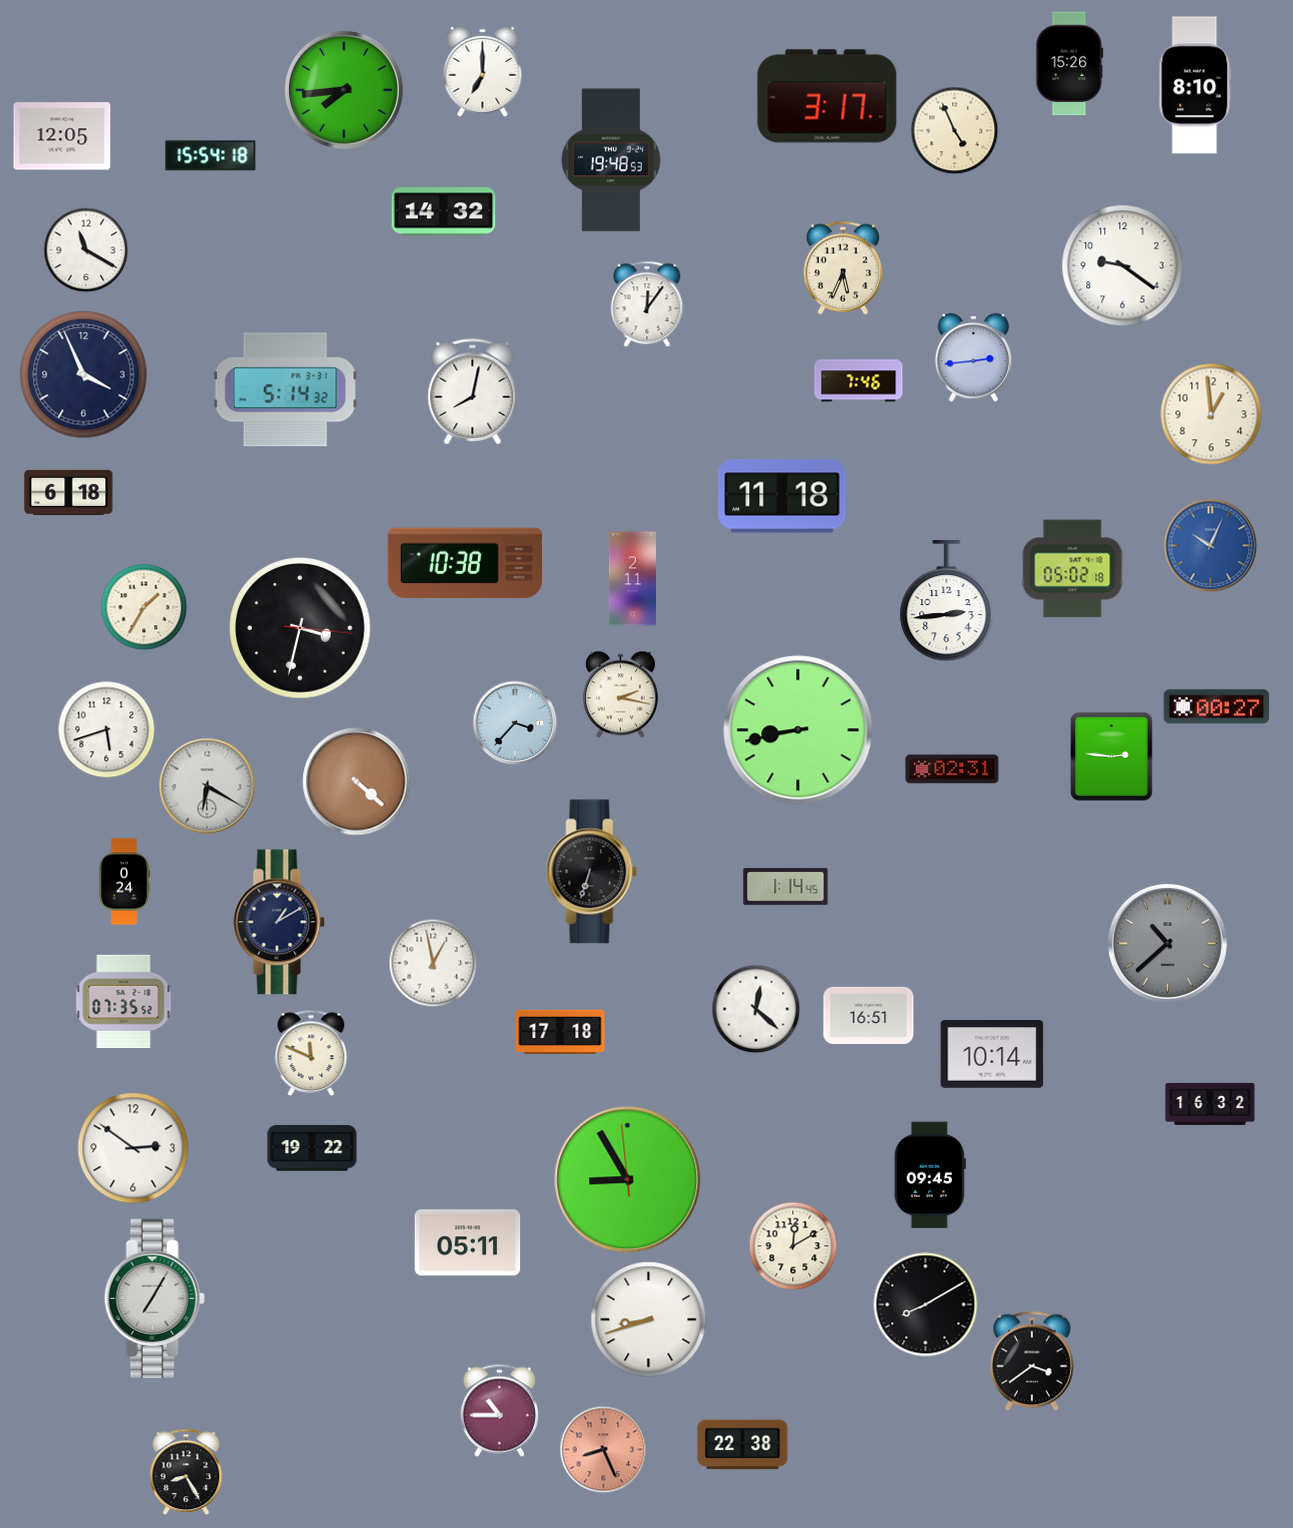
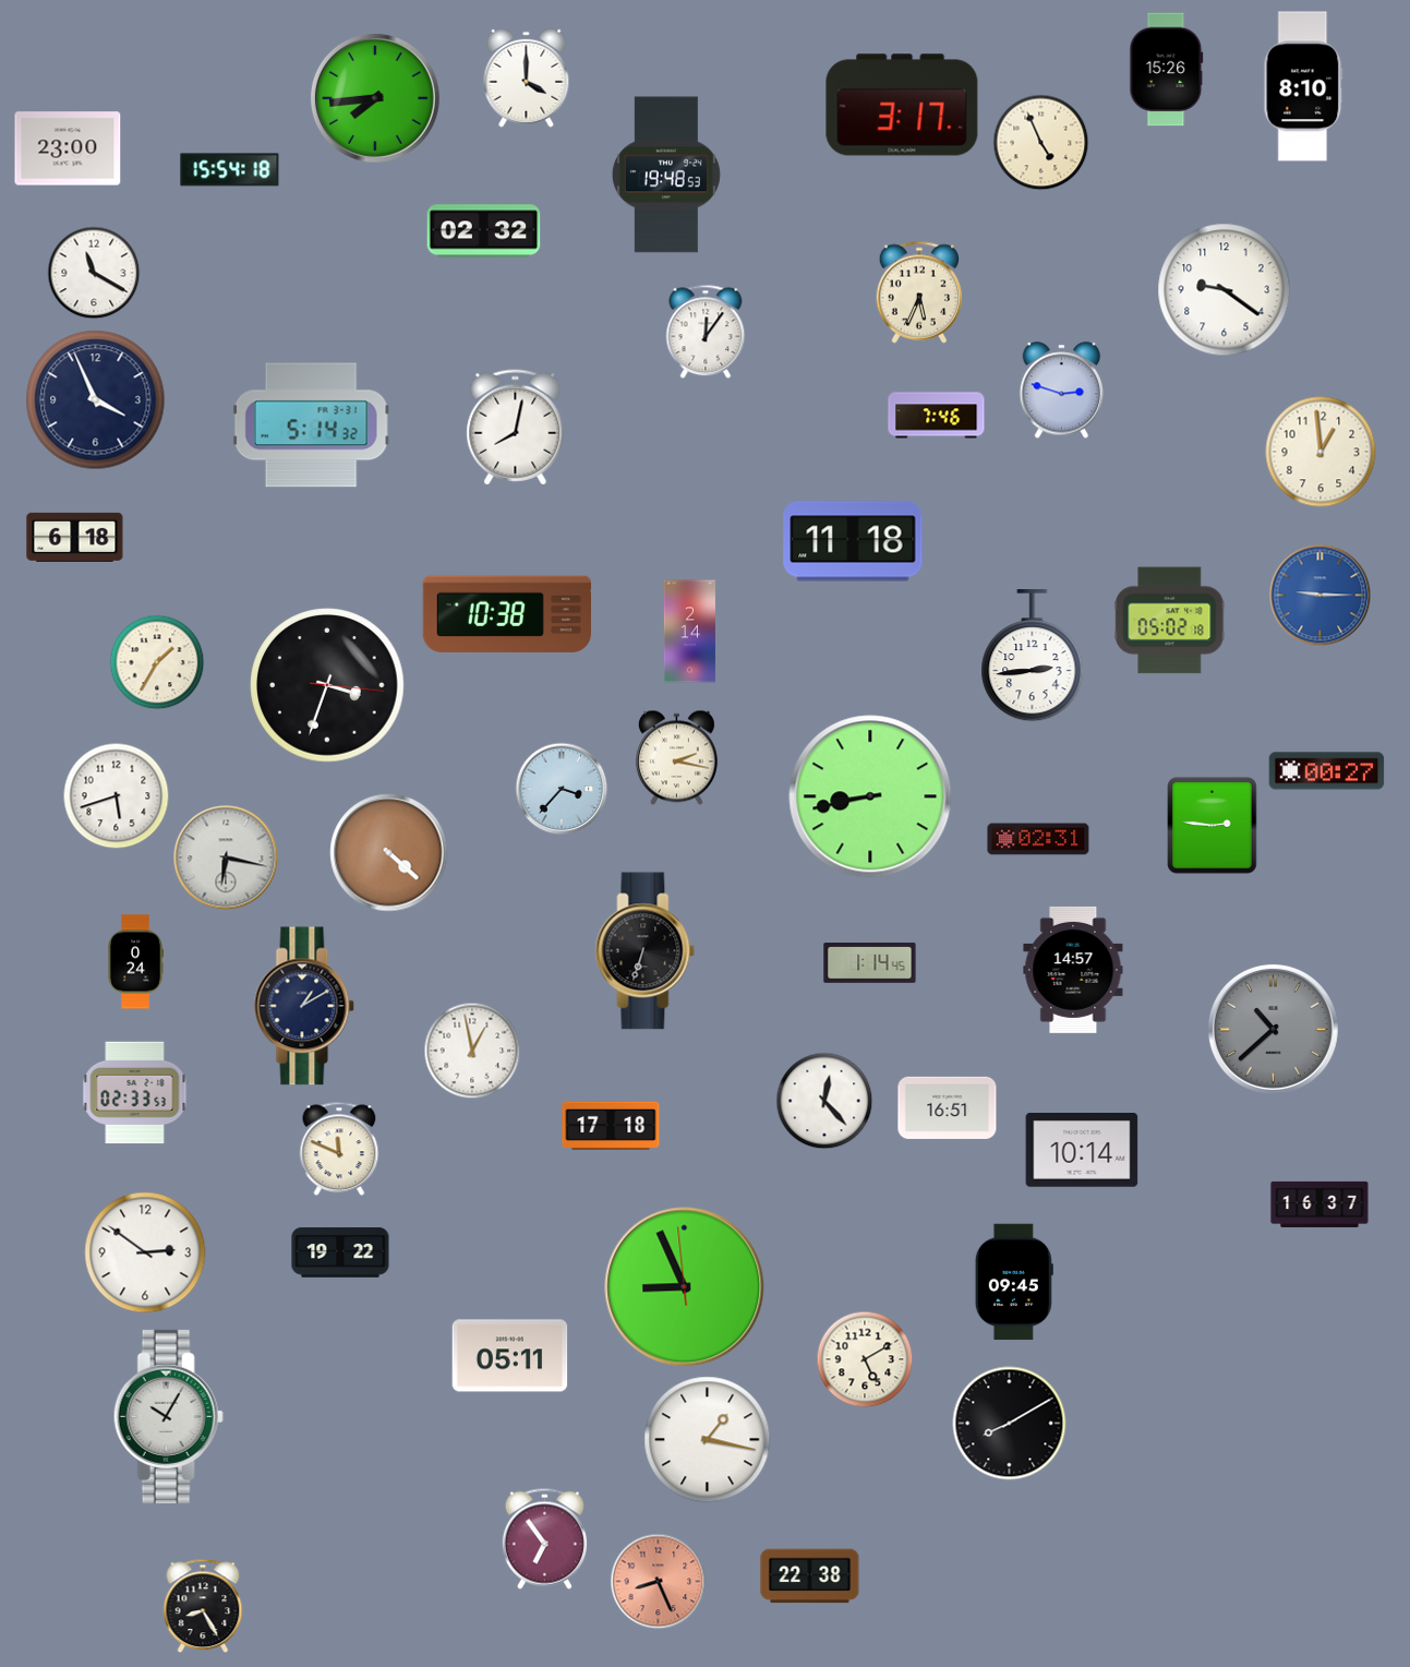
clock at (483, 71): 7:00 -> 4:00
clock at (1195, 85) position: (1195, 85) -> (1303, 86)
clock at (62, 136): 12:05 -> 23:00
clock at (444, 212): 14:32 -> 02:32
clock at (974, 358): 2:44 -> 2:48
clock at (84, 375) position: (84, 375) -> (96, 400)
clock at (1210, 545): 10:04 -> 9:15
clock at (632, 579): 2:11 -> 2:14
clock at (300, 628): 3:32 -> 3:33
clock at (207, 786): 6:20 -> 6:17
clock at (786, 887) position: (786, 887) -> (870, 963)
clock at (1073, 970): none -> 14:57
clock at (124, 1002): 07:35 -> 02:33
clock at (756, 1009): 12:22 -> 12:23
clock at (1210, 1104): 16:32 -> 16:37
clock at (628, 1180): 8:54 -> 8:55
clock at (793, 1246): 12:10 -> 5:10
clock at (154, 1298): 7:05 -> 10:05
clock at (649, 1320): 8:42 -> 1:17
clock at (1032, 1361): 3:39 -> none
clock at (499, 1410): 10:45 -> 6:54
